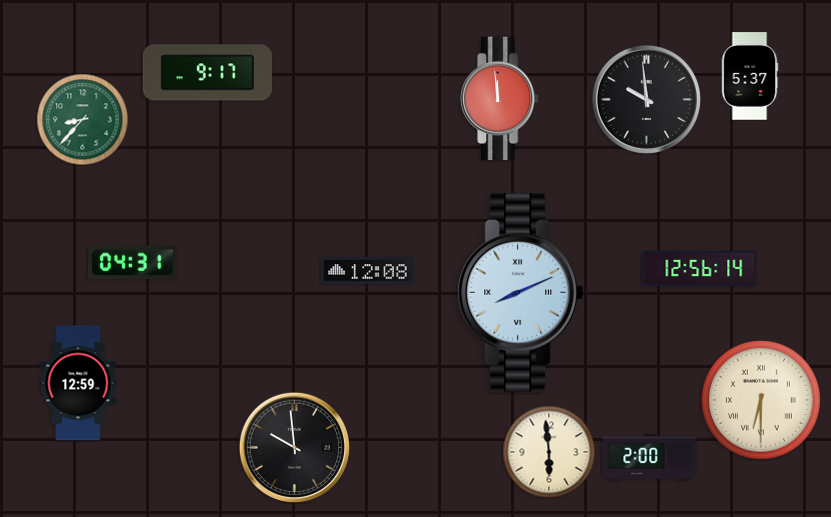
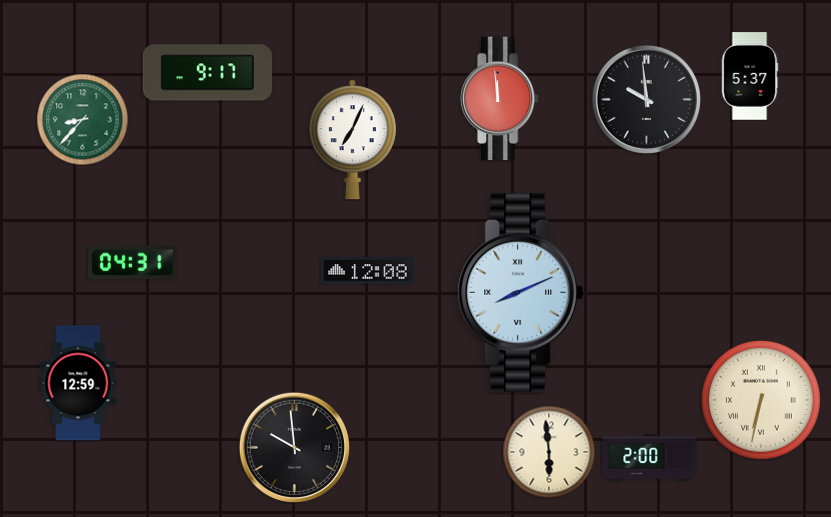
clock at (352, 140): none -> 7:04
clock at (700, 269): 12:56 -> none
clock at (761, 400): 6:30 -> 6:32
